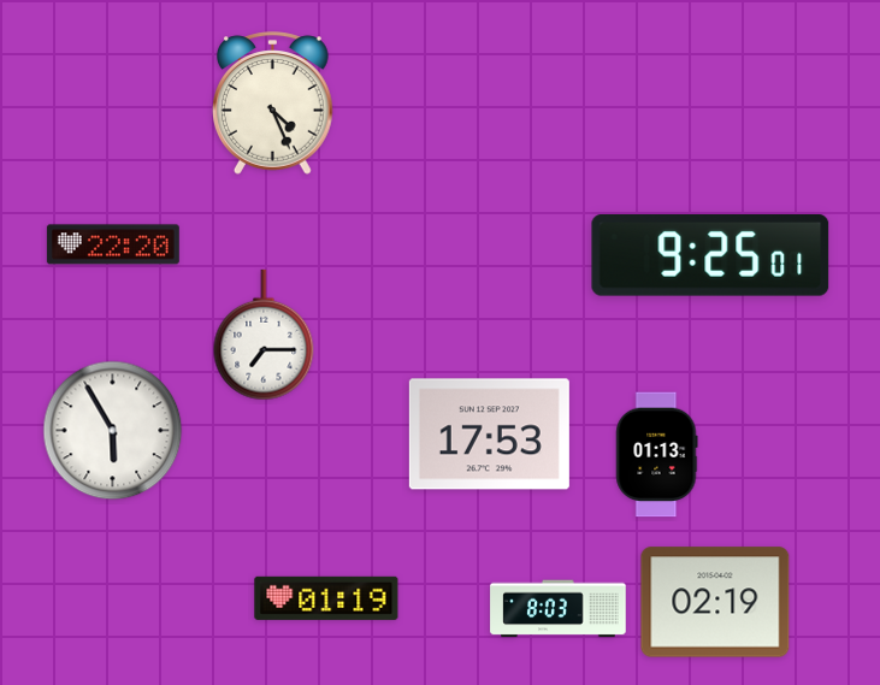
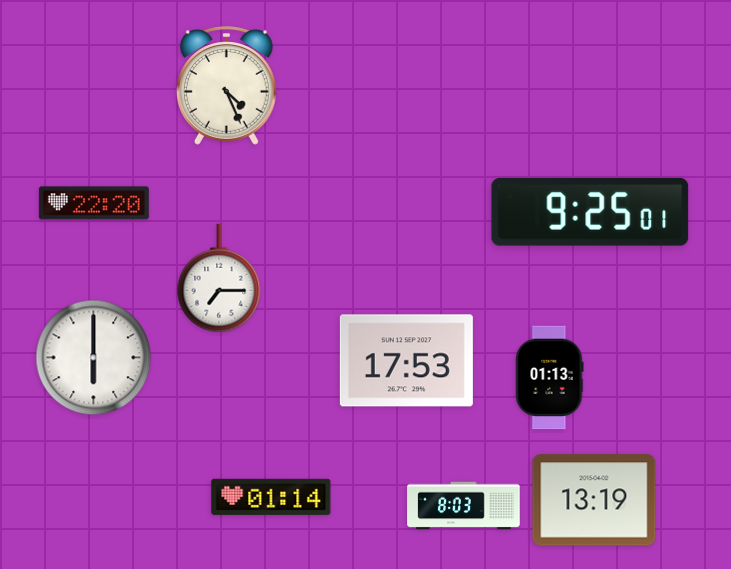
clock at (113, 431): 5:55 -> 6:00
clock at (657, 455) position: (657, 455) -> (550, 378)
clock at (326, 598): 01:19 -> 01:14
clock at (715, 602): 02:19 -> 13:19
